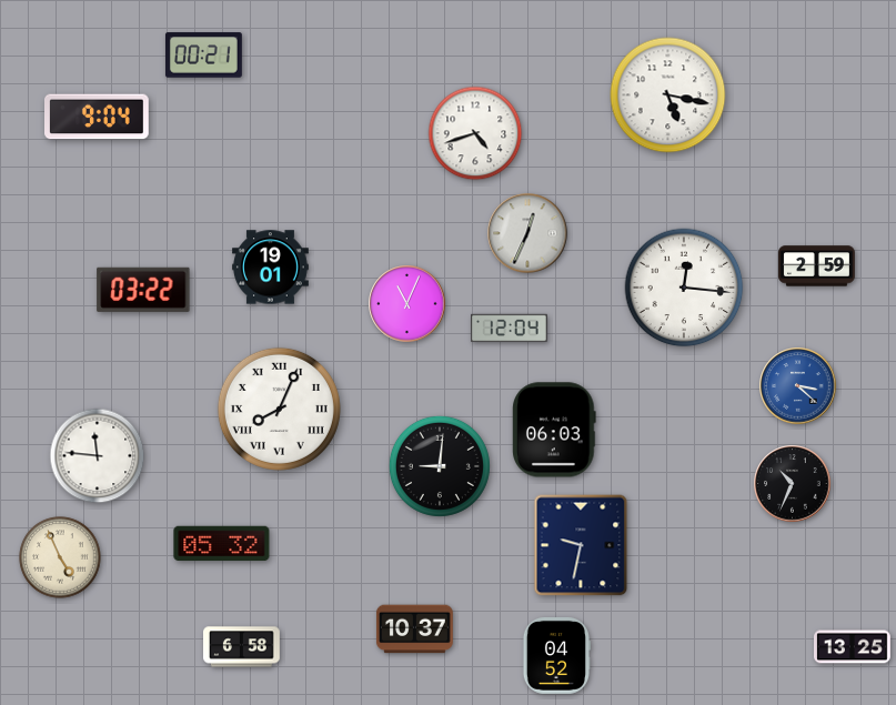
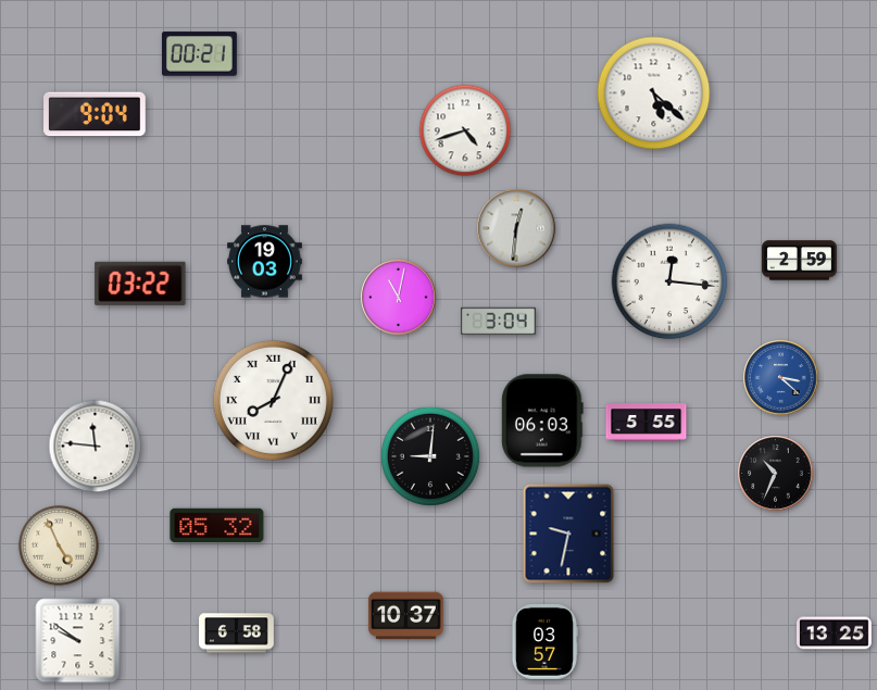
clock at (668, 95): 5:17 -> 5:22
clock at (527, 233): 12:34 -> 12:31
clock at (271, 268): 19:01 -> 19:03
clock at (407, 304): 11:04 -> 11:02
clock at (510, 329): 12:04 -> 3:04
clock at (647, 423): none -> 5:55
clock at (222, 544) position: (222, 544) -> (217, 526)
clock at (78, 641): none -> 9:51
clock at (556, 655): 04:52 -> 03:57
